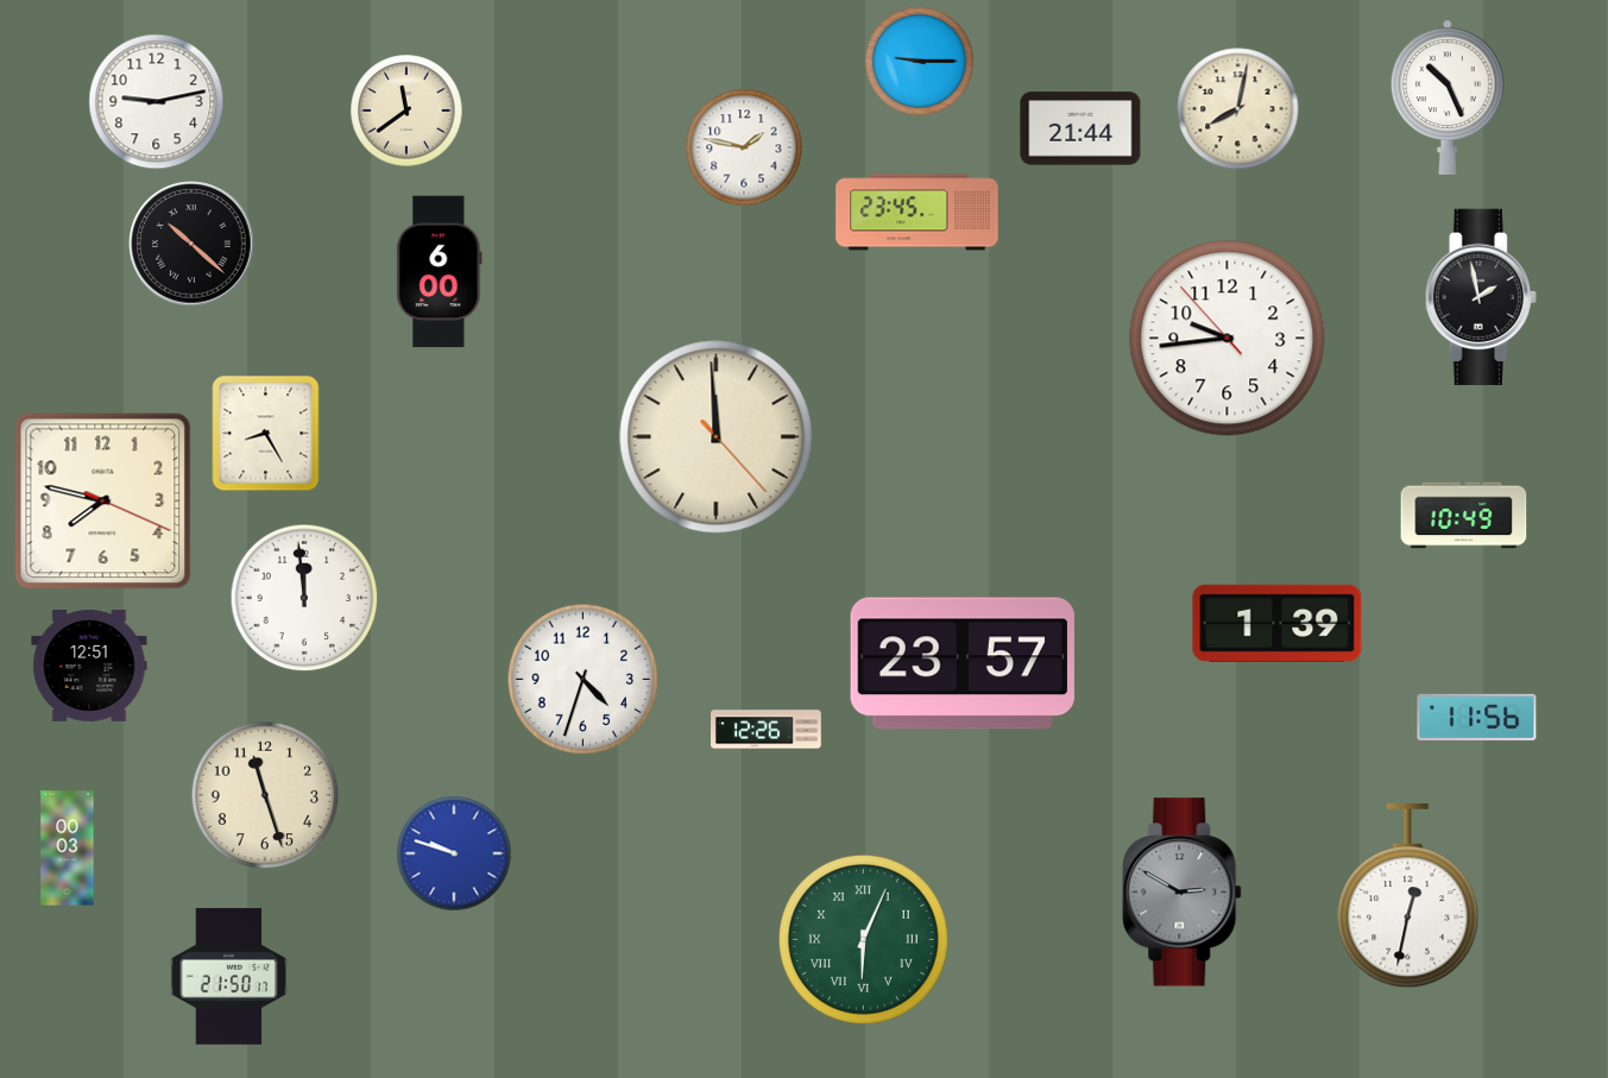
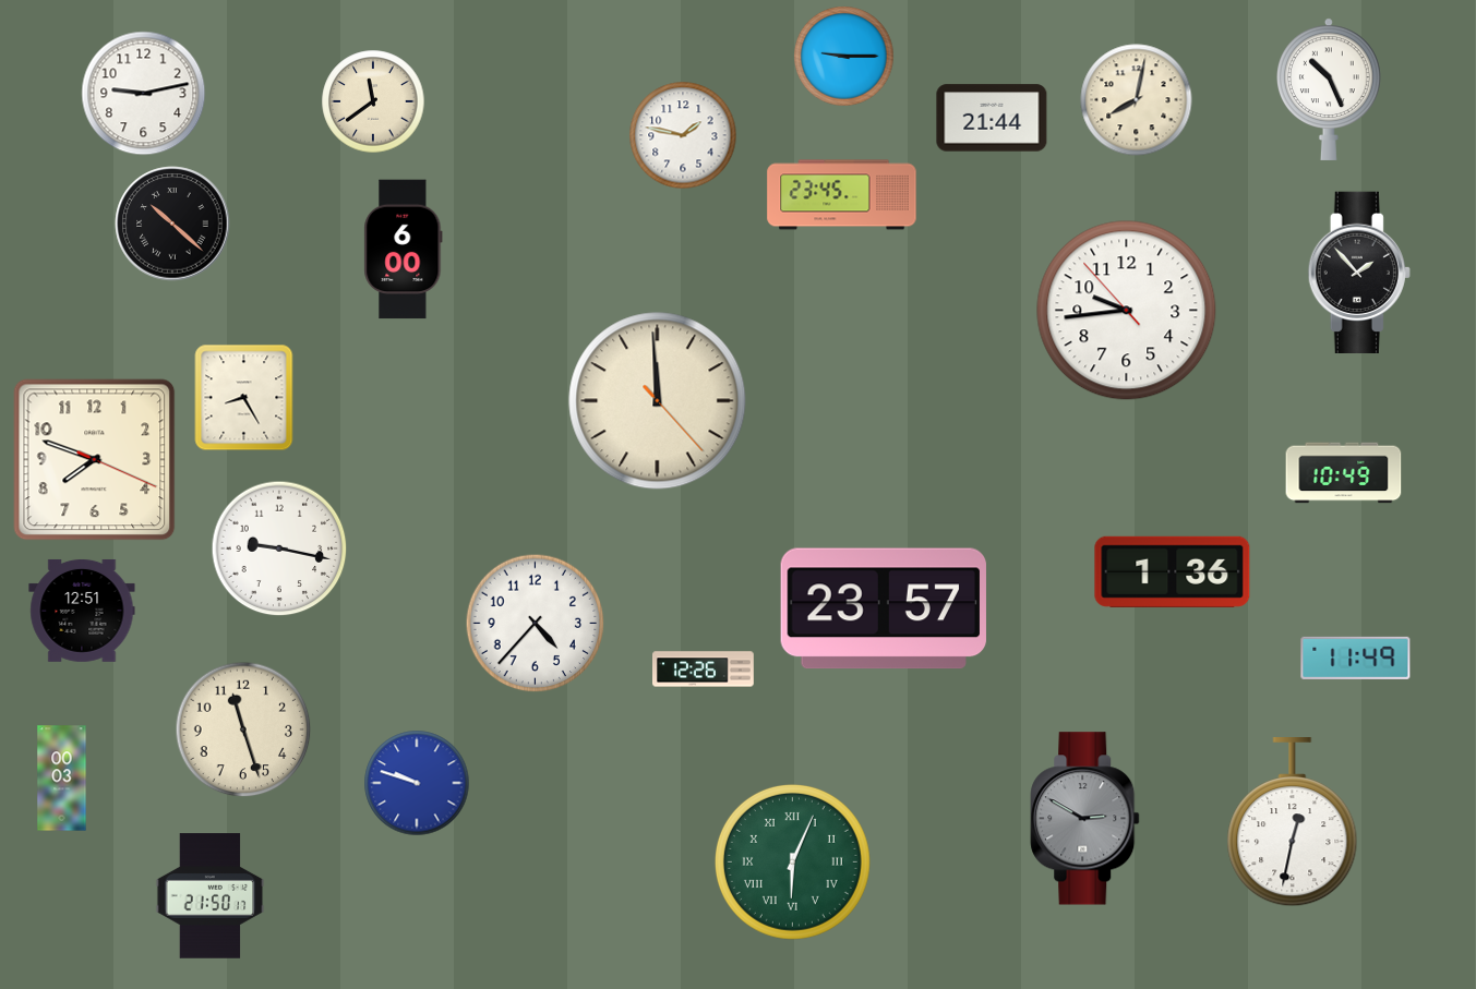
clock at (191, 244) position: (191, 244) -> (172, 224)
clock at (1481, 297): 1:58 -> 1:53
clock at (103, 502): 7:47 -> 7:48
clock at (304, 598): 11:59 -> 9:17
clock at (1278, 623): 1:39 -> 1:36
clock at (584, 680): 4:33 -> 4:37
clock at (1477, 717): 11:56 -> 11:49
